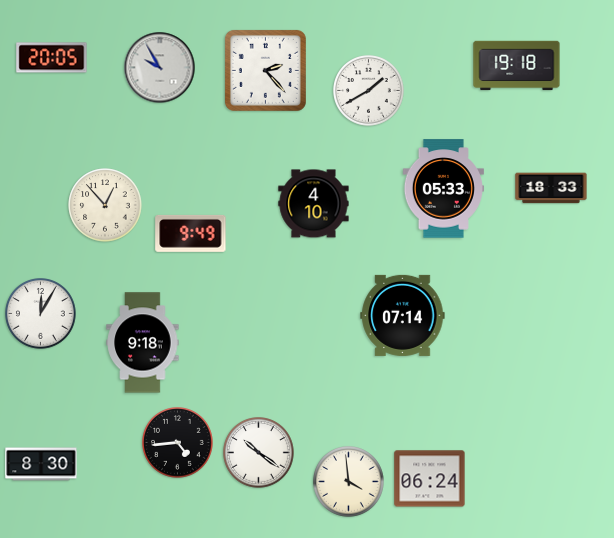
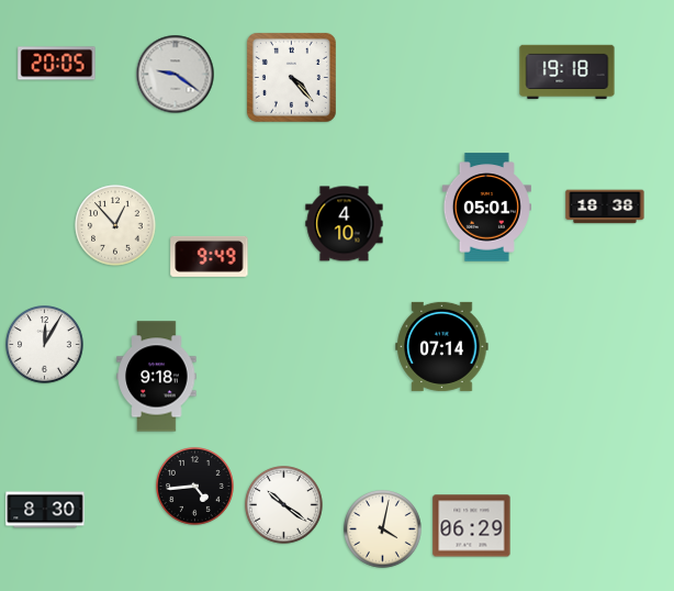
clock at (160, 68): 9:55 -> 9:21
clock at (265, 70): 2:23 -> 4:23
clock at (369, 91): 1:40 -> none
clock at (551, 188): 18:33 -> 18:38
clock at (443, 189): 05:33 -> 05:01
clock at (259, 453) position: (259, 453) -> (284, 505)
clock at (430, 479): 06:24 -> 06:29
clock at (349, 482): 3:59 -> 4:02
